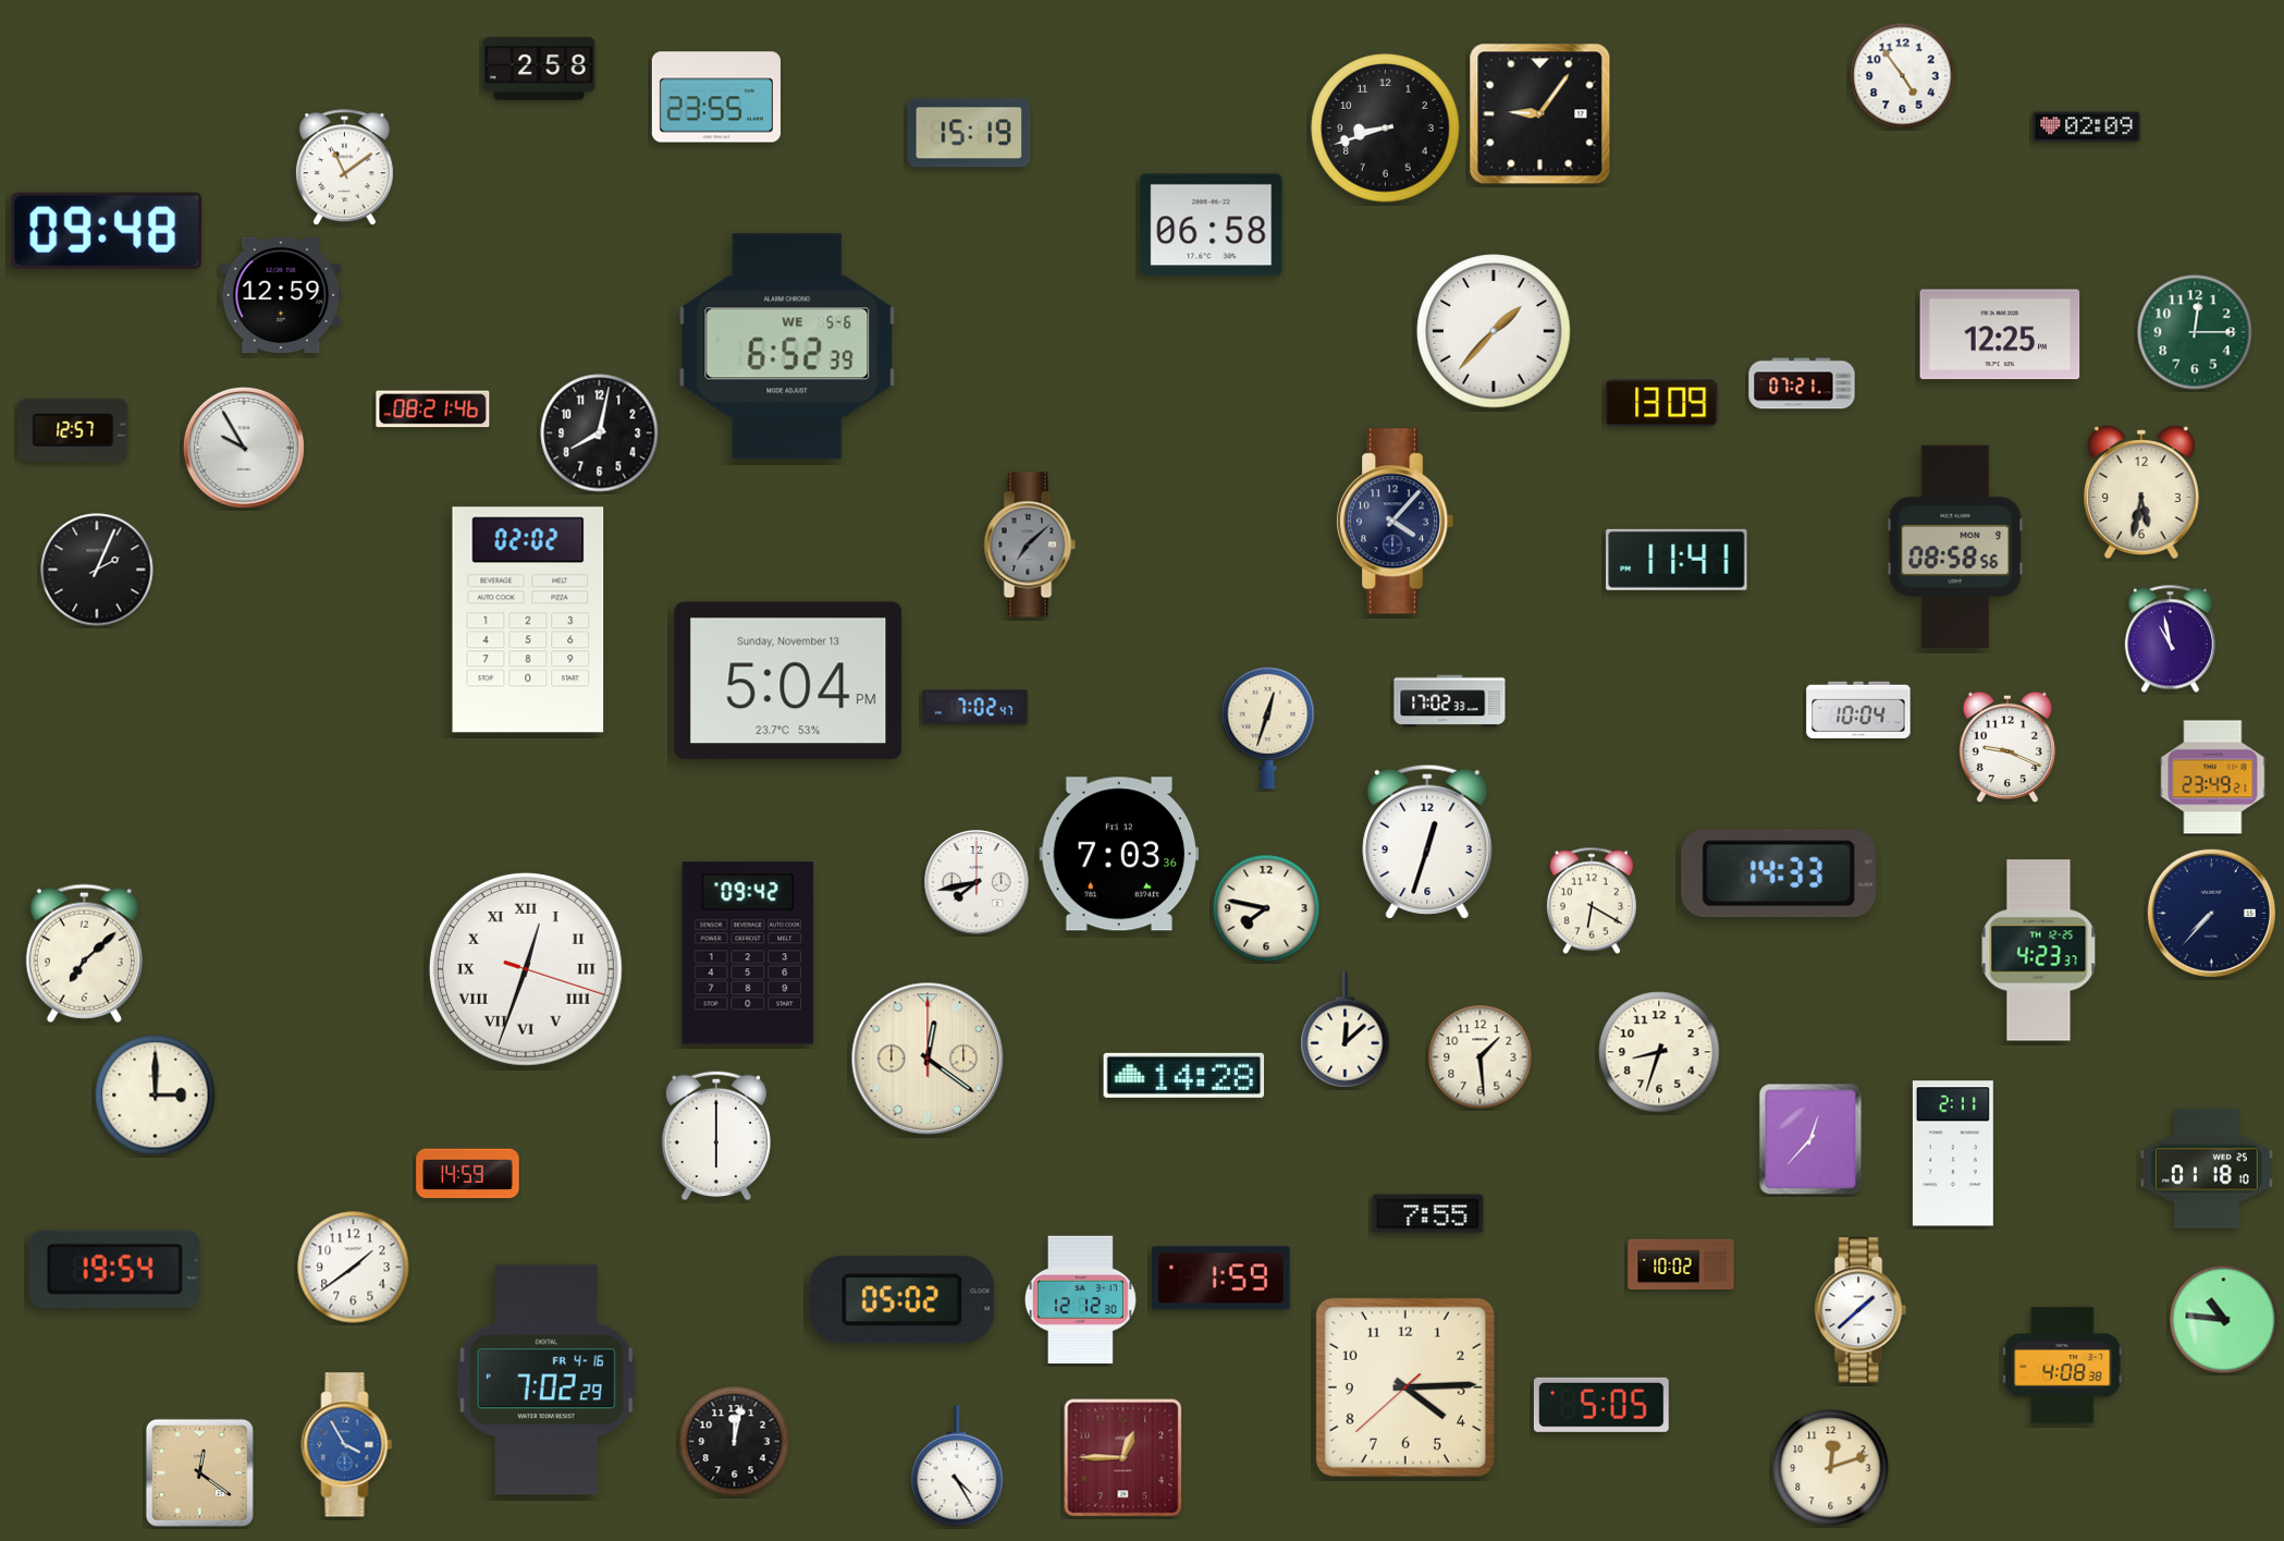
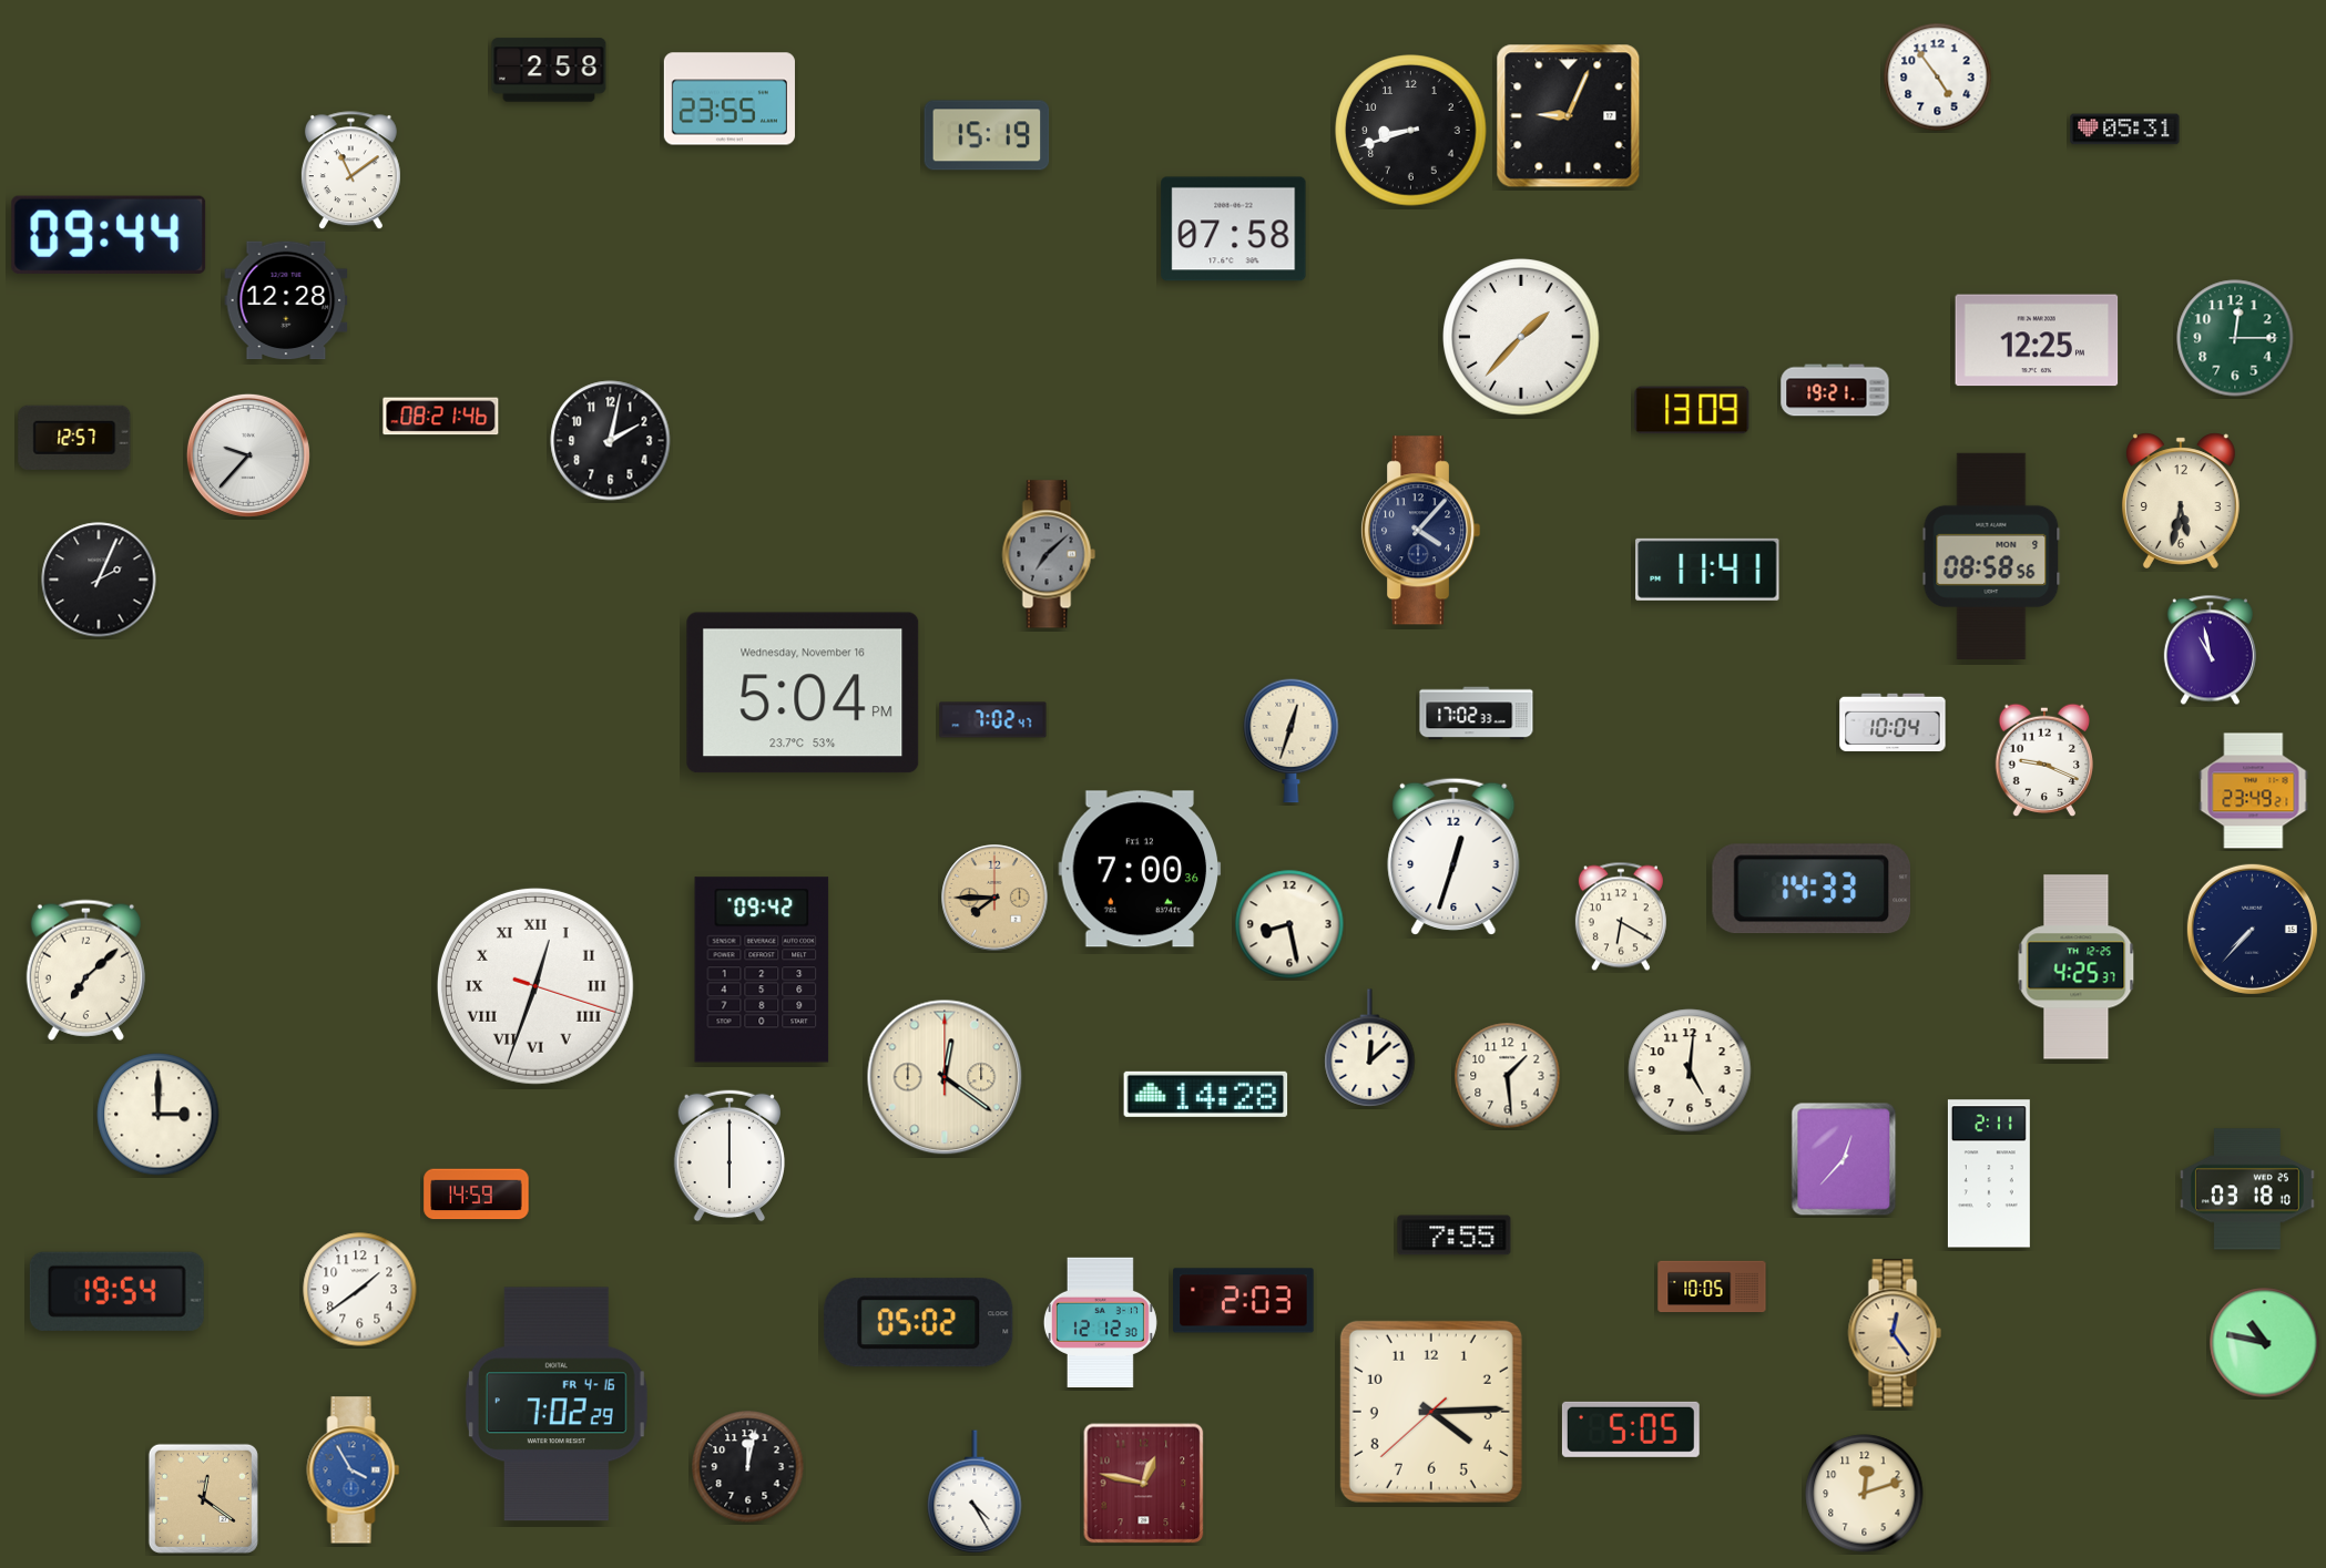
clock at (1540, 114): 9:06 -> 9:04
clock at (2087, 127): 02:09 -> 05:31
clock at (1212, 225): 06:58 -> 07:58
clock at (107, 231): 09:48 -> 09:44
clock at (281, 295): 12:59 -> 12:28
clock at (787, 346): 6:52 -> none
clock at (1802, 383): 07:21 -> 19:21
clock at (600, 433): 8:02 -> 2:02
clock at (244, 448): 9:55 -> 9:37
clock at (528, 620): 02:02 -> none
clock at (788, 681) date: Sunday, November 13 -> Wednesday, November 16
clock at (1119, 854): 7:03 -> 7:00
clock at (977, 882): 7:43 -> 7:45
clock at (977, 882) dial: white -> champagne
clock at (1266, 908): 7:47 -> 8:28
clock at (2039, 951): 4:23 -> 4:25
clock at (1659, 1052): 8:33 -> 5:01
clock at (2207, 1169): 01:18 -> 03:18
clock at (1681, 1264): 10:02 -> 10:05
clock at (1221, 1279): 1:59 -> 2:03
clock at (1861, 1310): 1:38 -> 12:24
clock at (1861, 1310) dial: white -> champagne
clock at (2224, 1320): 10:46 -> 10:47
clock at (2063, 1366): 4:08 -> none
clock at (1123, 1458): 12:45 -> 12:47
